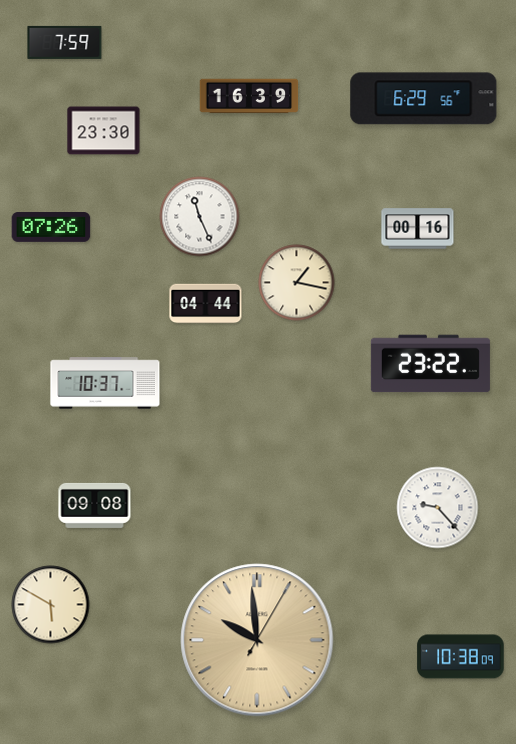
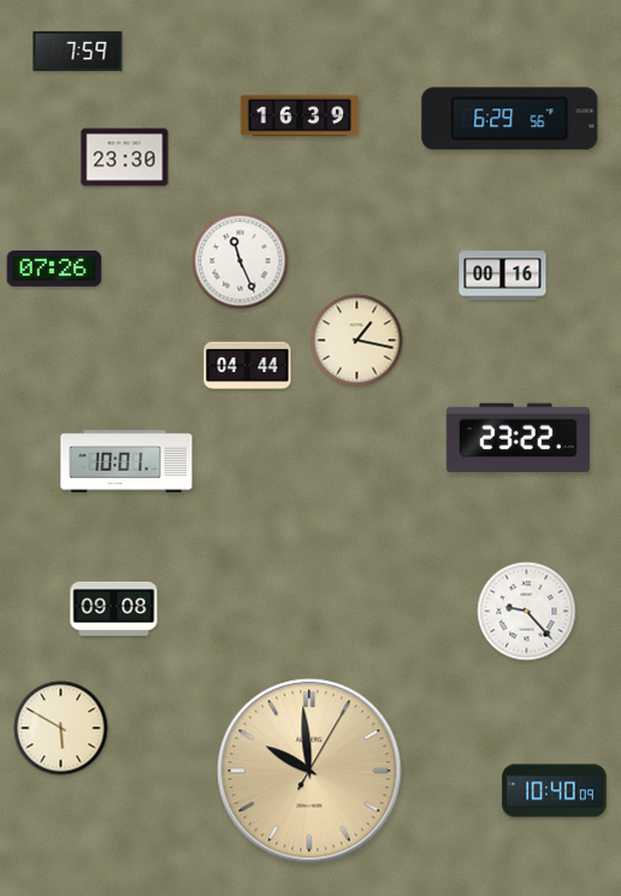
clock at (51, 228) position: (51, 228) -> (54, 270)
clock at (105, 383): 10:37 -> 10:01
clock at (461, 657): 10:38 -> 10:40
